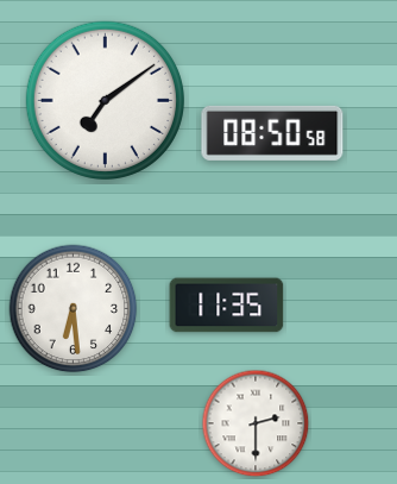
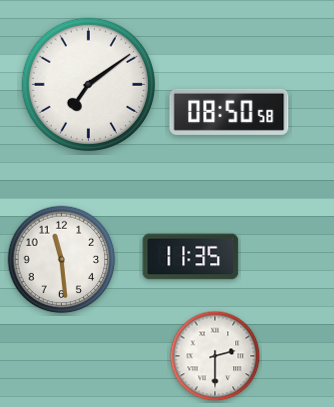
clock at (74, 309): 6:29 -> 11:29
